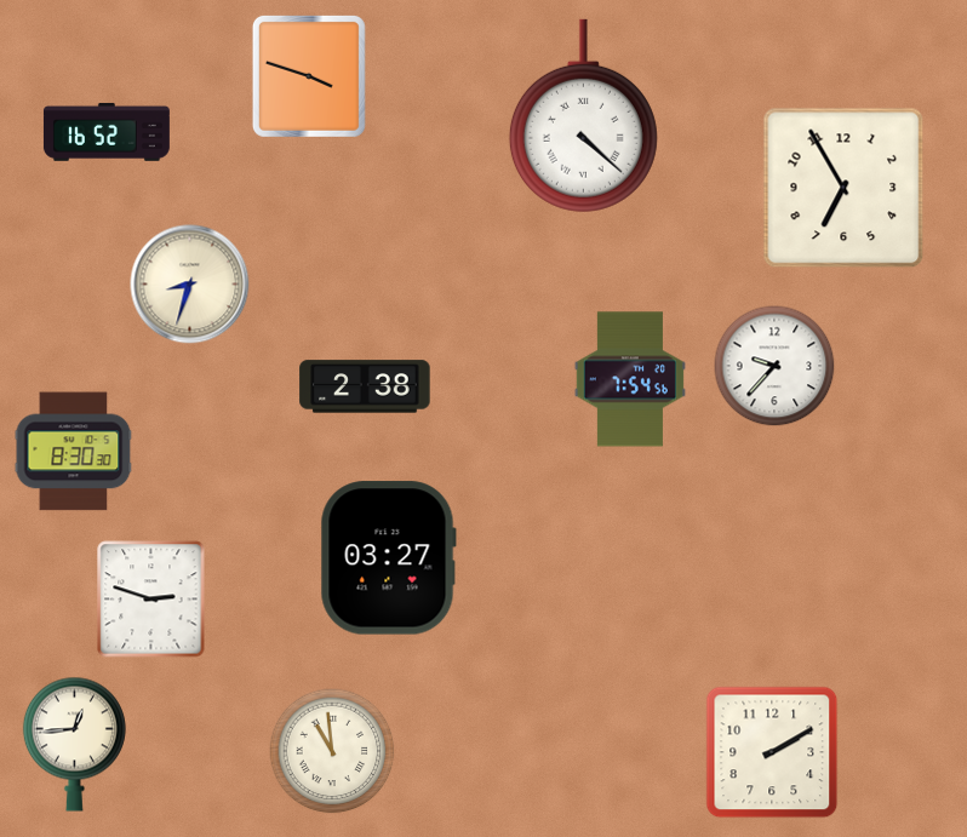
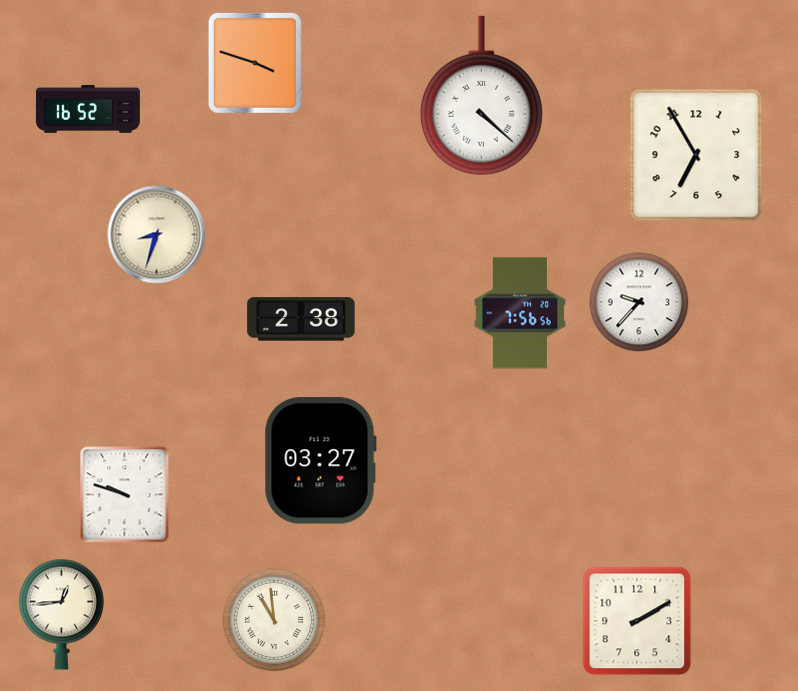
clock at (630, 379): 7:54 -> 7:56
clock at (74, 452): 8:30 -> none
clock at (151, 600): 2:48 -> 9:48
